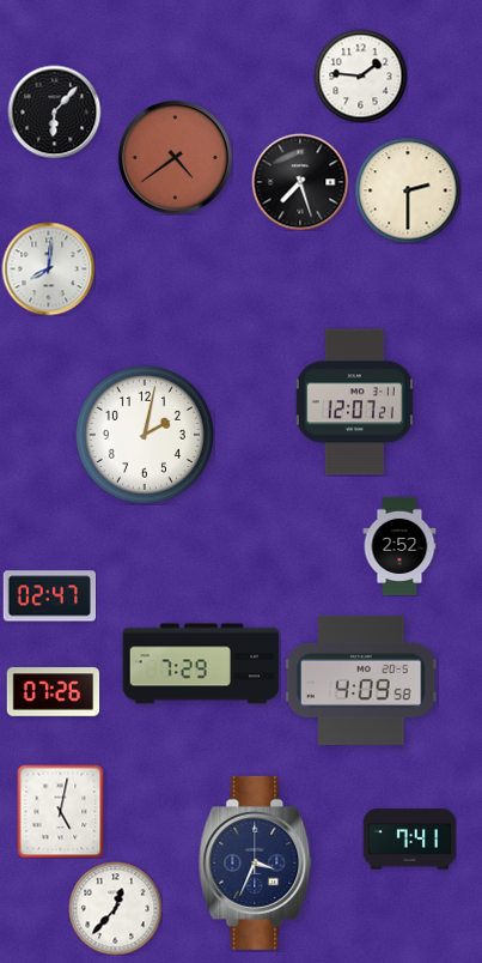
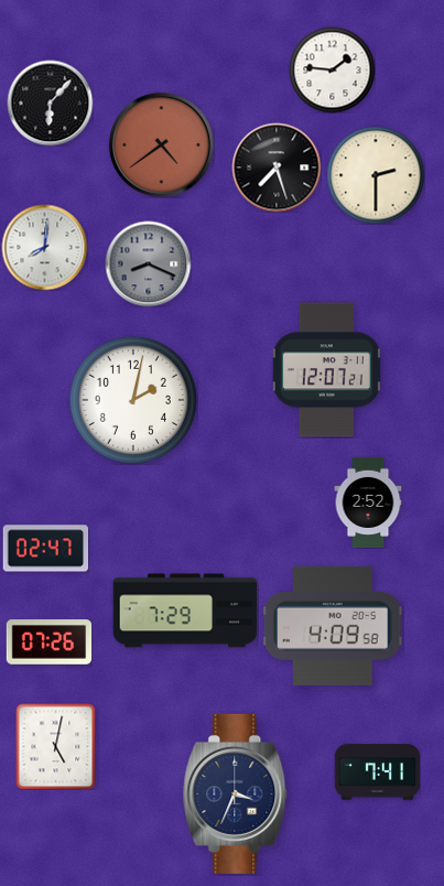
clock at (148, 263): none -> 8:19
clock at (53, 692) position: (53, 692) -> (48, 642)
clock at (115, 908): 12:37 -> none
